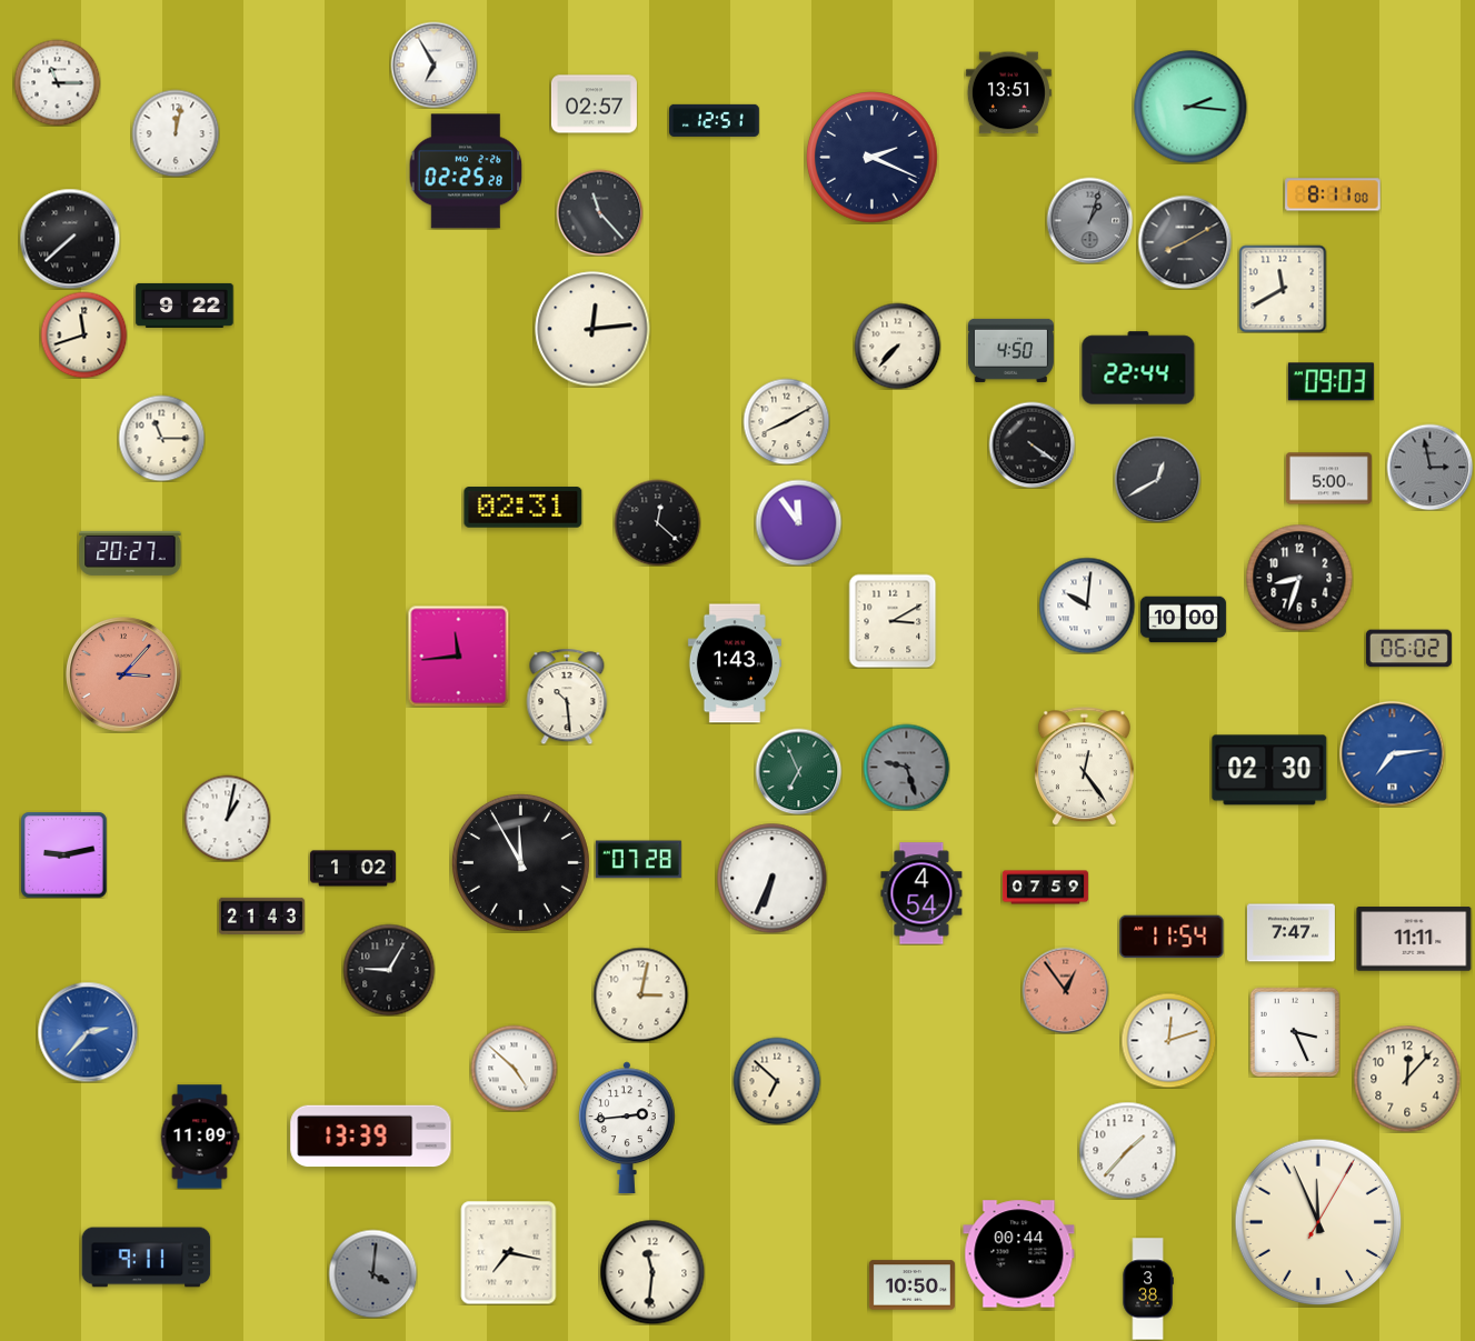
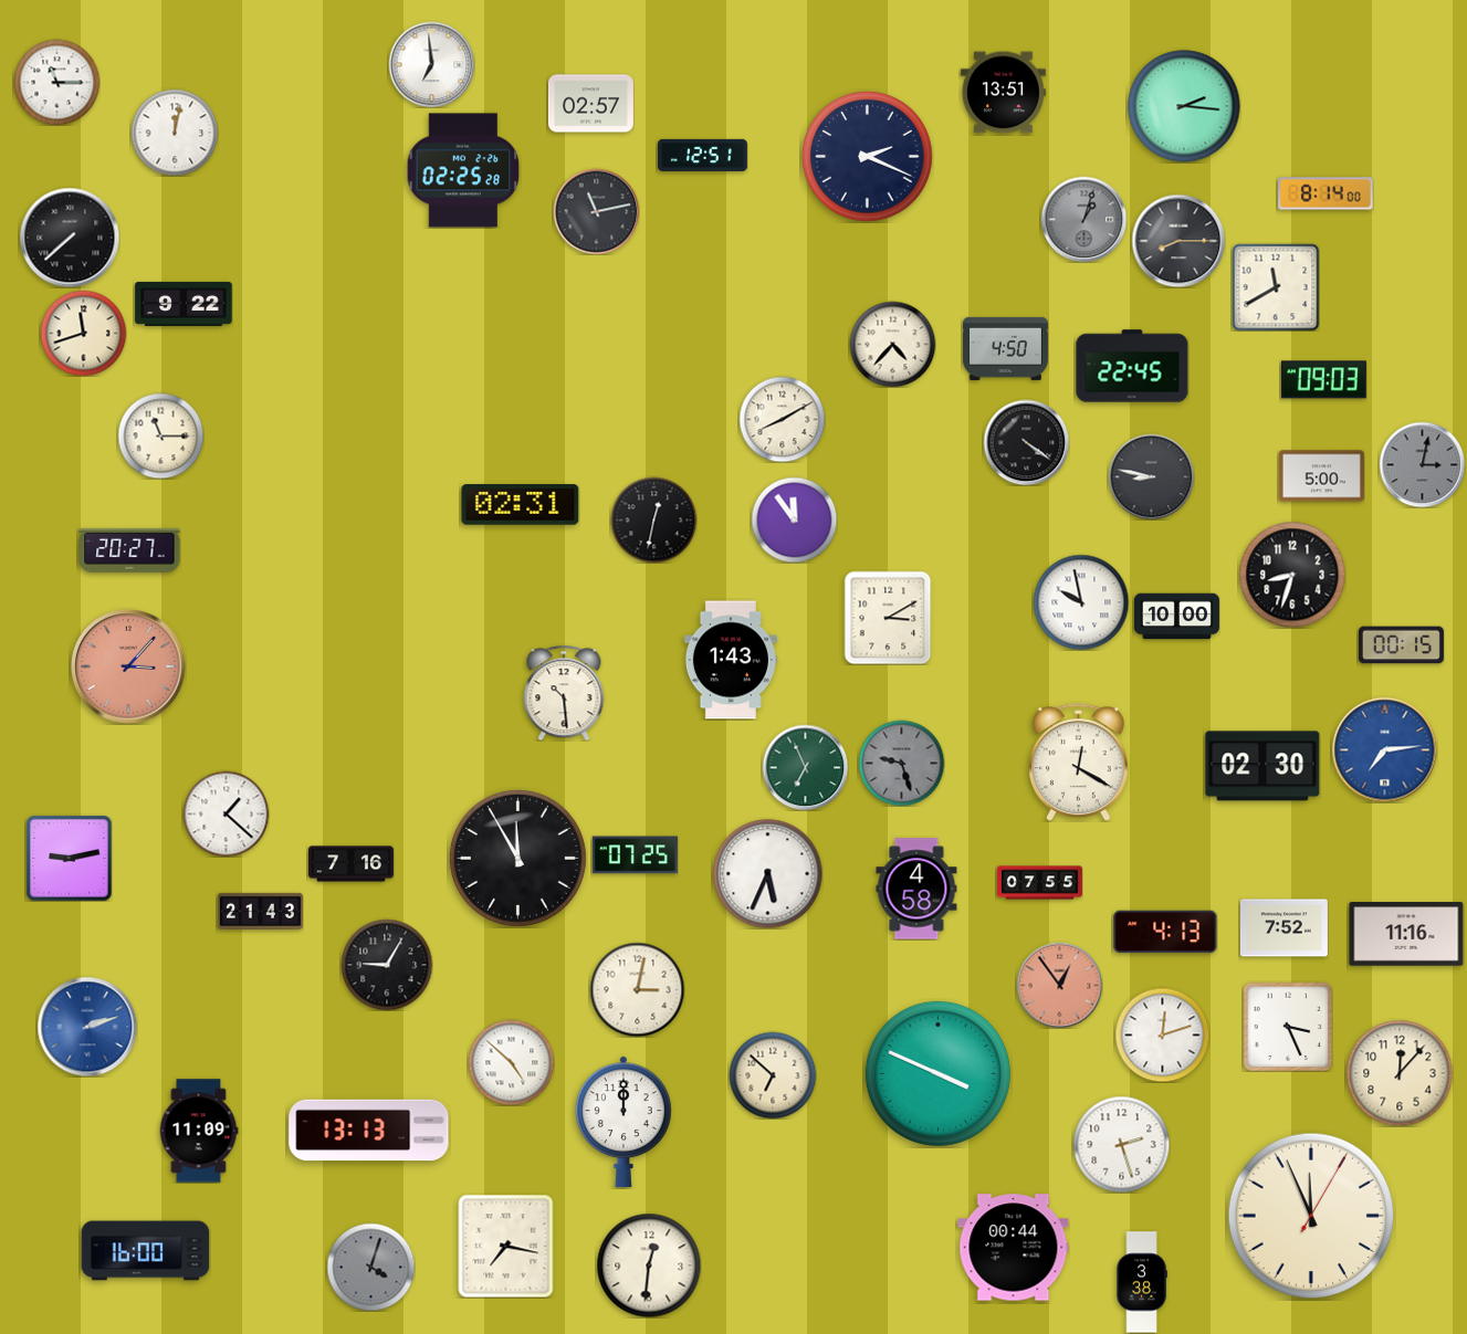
clock at (433, 64): 6:55 -> 6:59
clock at (715, 120) position: (715, 120) -> (703, 155)
clock at (1333, 194): 8:11 -> 8:14
clock at (599, 212): 11:23 -> 11:13
clock at (1185, 242): 8:10 -> 8:15
clock at (592, 329): 12:14 -> none
clock at (897, 346): 7:37 -> 4:37
clock at (1138, 368): 22:44 -> 22:45
clock at (1429, 467): 2:58 -> 3:02
clock at (1157, 479): 12:40 -> 8:47
clock at (657, 522): 12:22 -> 12:32
clock at (1087, 606): 10:01 -> 9:58
clock at (1408, 649): 06:02 -> 00:15
clock at (458, 656): 11:44 -> none
clock at (123, 674) position: (123, 674) -> (128, 666)
clock at (1084, 767): 12:24 -> 12:20
clock at (798, 771) position: (798, 771) -> (805, 767)
clock at (227, 818): 1:02 -> 1:22
clock at (63, 854) position: (63, 854) -> (69, 858)
clock at (638, 860): 07:28 -> 07:25
clock at (352, 869): 1:02 -> 7:16
clock at (773, 879): 6:34 -> 5:34
clock at (1045, 888): 07:59 -> 07:55
clock at (921, 893): 4:54 -> 4:58
clock at (1290, 933): 7:47 -> 7:52
clock at (1172, 937): 11:54 -> 4:13
clock at (1414, 939): 11:11 -> 11:16
clock at (88, 1032): 2:37 -> 2:12
clock at (937, 1073): none -> 3:49
clock at (627, 1128): 2:44 -> 12:00
clock at (371, 1137): 13:39 -> 13:13
clock at (1127, 1150): 1:37 -> 2:27
clock at (147, 1258): 9:11 -> 16:00
clock at (652, 1272): 11:31 -> 12:31
clock at (372, 1273): 4:01 -> 4:03
clock at (911, 1285): 10:50 -> none
